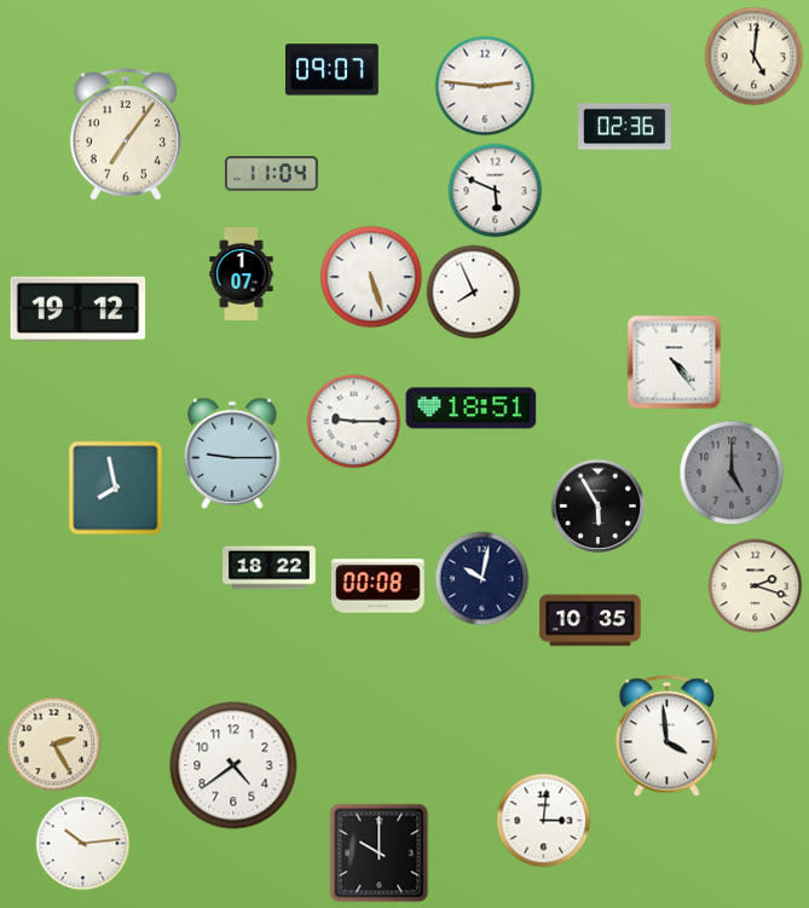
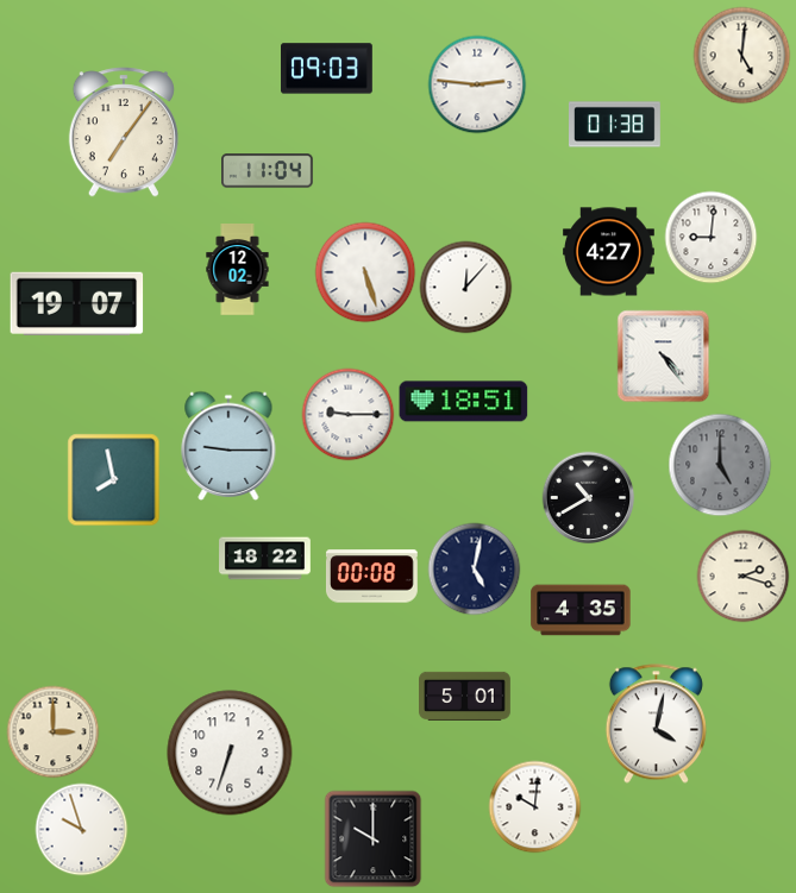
clock at (333, 70): 09:07 -> 09:03
clock at (625, 127): 02:36 -> 01:38
clock at (495, 190): 5:49 -> none
clock at (710, 237): none -> 9:01
clock at (609, 252): none -> 4:27
clock at (242, 274): 1:07 -> 12:02
clock at (473, 291): 7:56 -> 12:07
clock at (79, 308): 19:12 -> 19:07
clock at (597, 505): 5:55 -> 10:40
clock at (481, 578): 10:02 -> 5:02
clock at (590, 620): 10:35 -> 4:35
clock at (465, 696): none -> 5:01
clock at (666, 736): 3:59 -> 4:02
clock at (53, 744): 2:25 -> 3:00
clock at (233, 765): 4:39 -> 6:33
clock at (543, 820): 3:01 -> 10:01
clock at (82, 843): 10:14 -> 9:57
